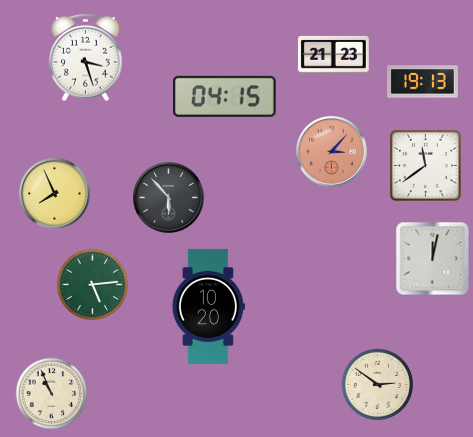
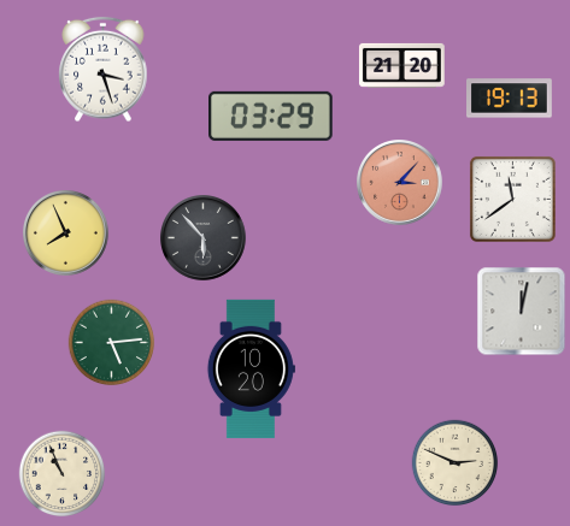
clock at (334, 54): 21:23 -> 21:20
clock at (225, 96): 04:15 -> 03:29
clock at (378, 385): 2:51 -> 2:49
